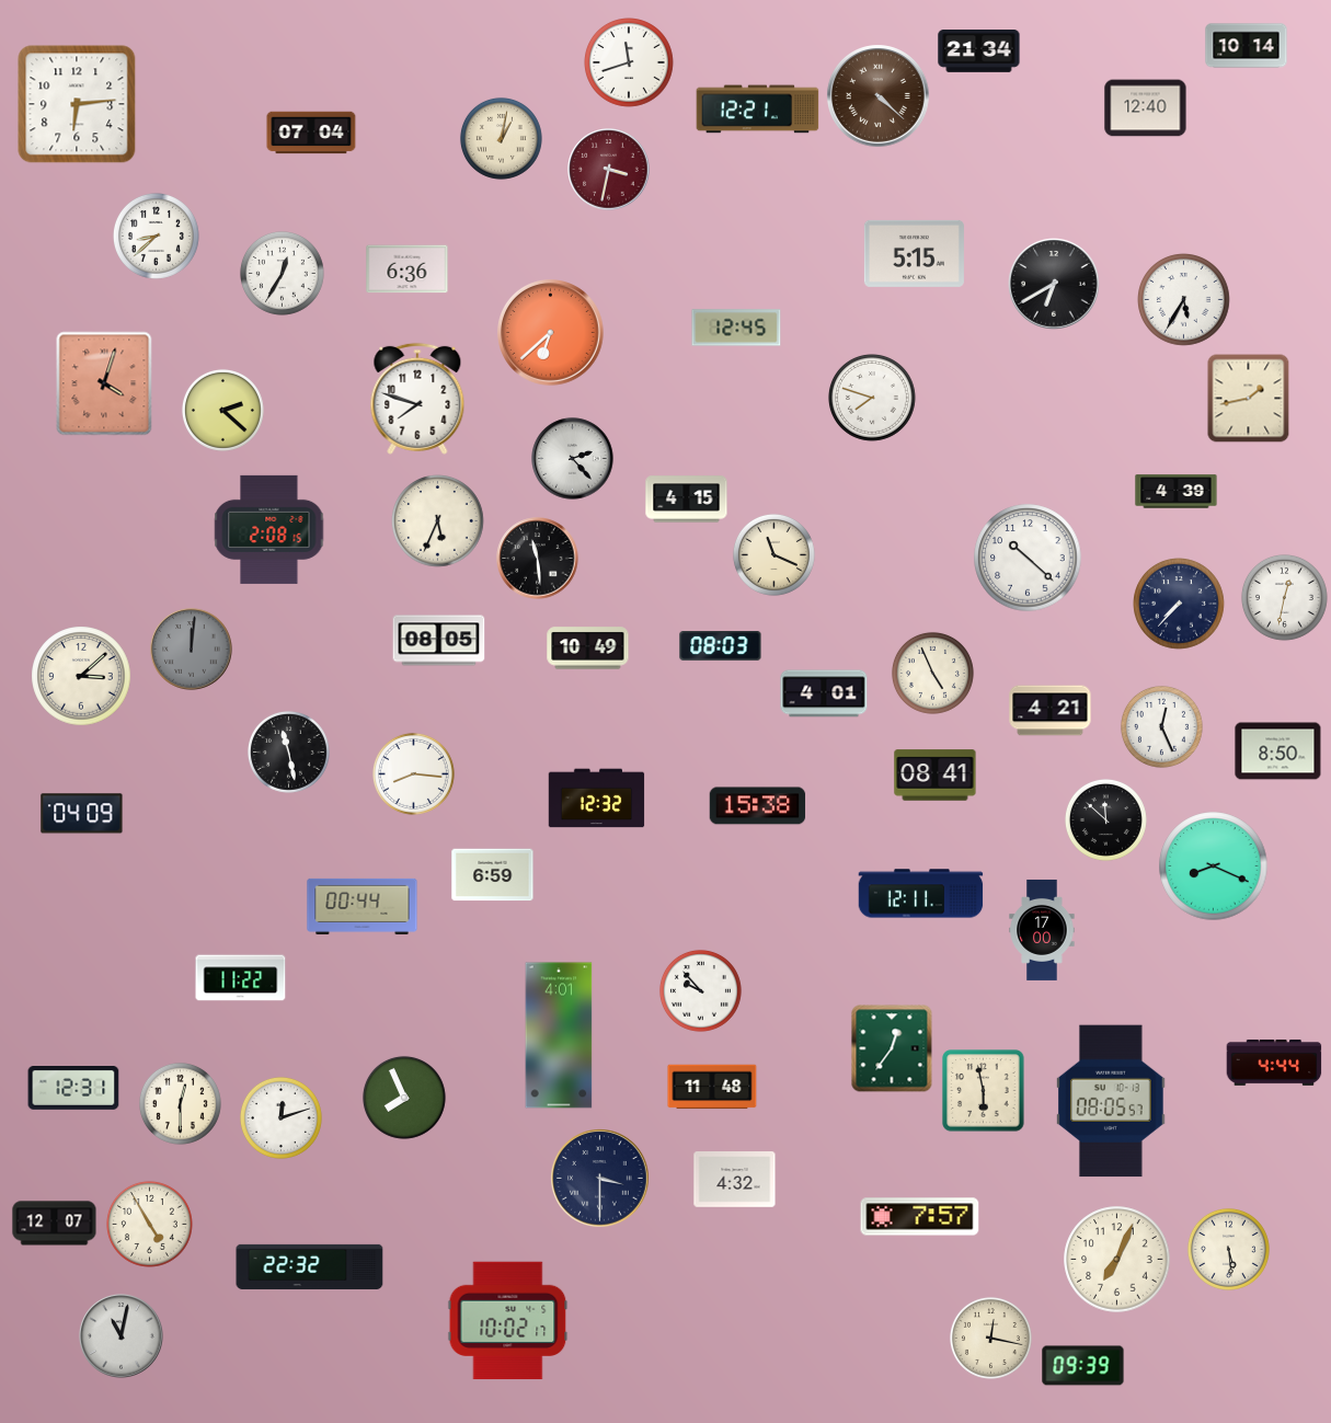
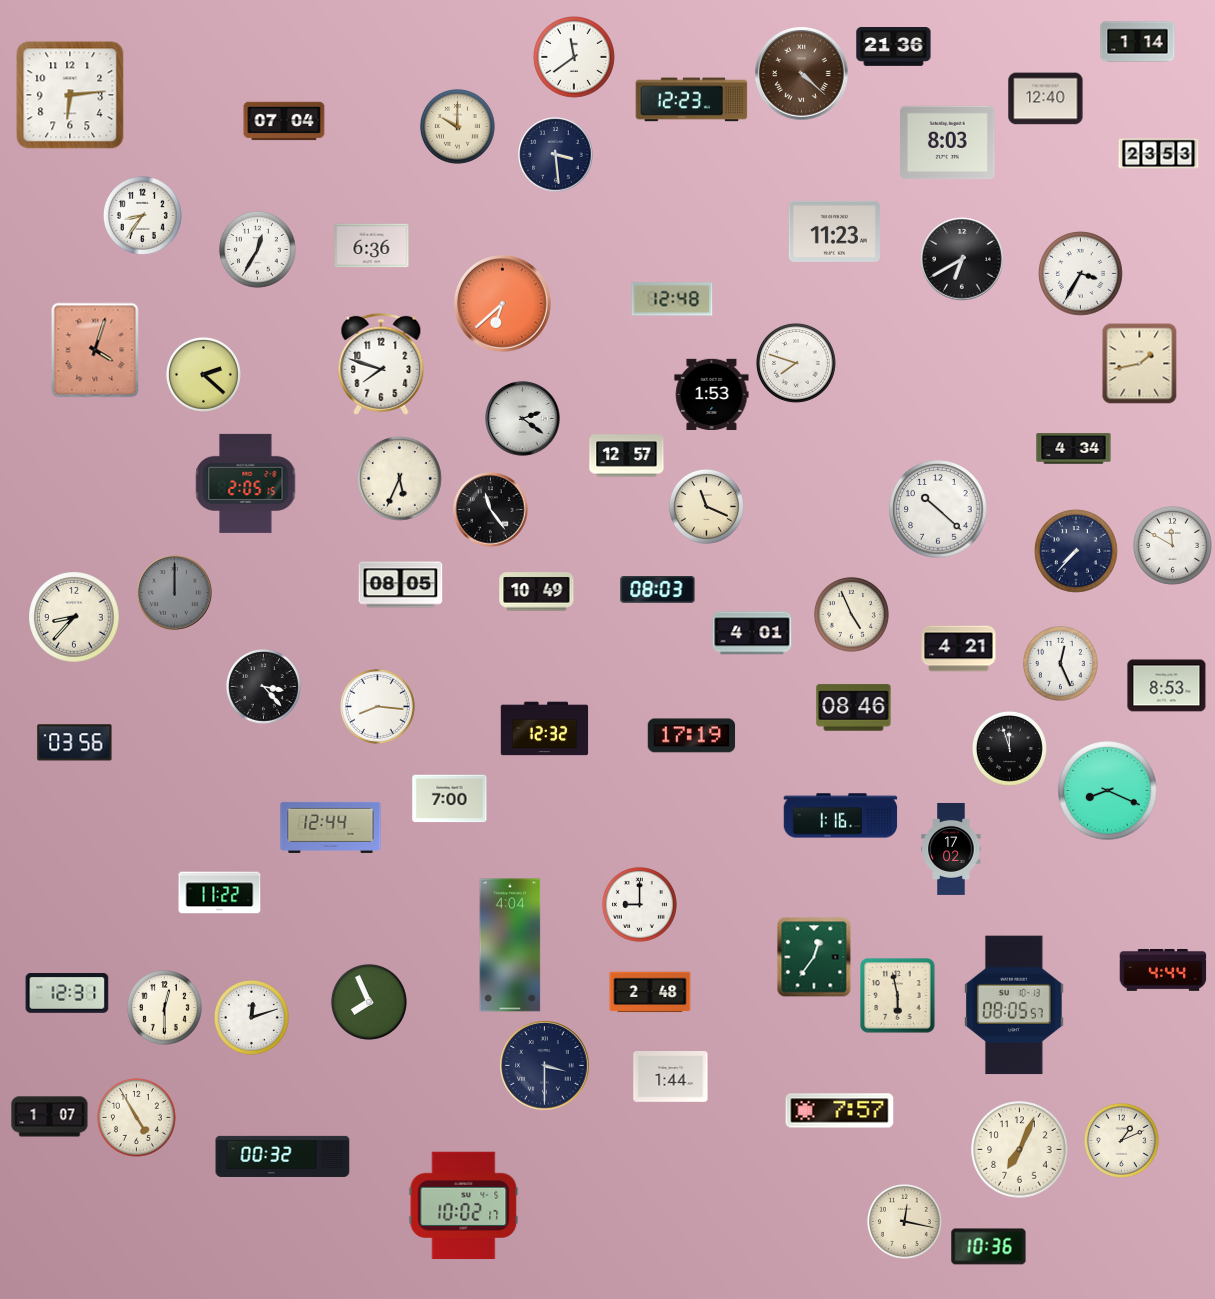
clock at (1247, 46): 10:14 -> 1:14
clock at (979, 51): 21:34 -> 21:36
clock at (630, 64): 11:42 -> 11:39
clock at (879, 96) position: (879, 96) -> (802, 74)
clock at (758, 110): 12:21 -> 12:23
clock at (501, 138): 1:02 -> 10:00
clock at (948, 143): none -> 8:03
clock at (1159, 154): none -> 23:53
clock at (609, 170): 3:32 -> 3:29
clock at (609, 170) dial: burgundy -> navy
clock at (156, 236): 8:38 -> 8:36
clock at (914, 253): 5:15 -> 11:23
clock at (1184, 300): 5:35 -> 3:35
clock at (736, 328): 12:45 -> 12:48
clock at (712, 394): none -> 1:53
clock at (573, 459): 2:23 -> 2:21
clock at (1177, 492): 4:39 -> 4:34
clock at (687, 500): 4:15 -> 12:57
clock at (438, 521) position: (438, 521) -> (400, 479)
clock at (269, 529): 2:08 -> 2:05
clock at (538, 559): 11:29 -> 11:24
clock at (1284, 597): 12:32 -> 11:50
clock at (192, 650): 12:01 -> 12:00
clock at (81, 676): 3:08 -> 8:37
clock at (288, 751): 11:28 -> 3:23
clock at (1278, 751): 8:50 -> 8:53
clock at (936, 776): 08:41 -> 08:46
clock at (758, 806): 15:38 -> 17:19
clock at (82, 814): 04:09 -> 03:56
clock at (1105, 819): 11:52 -> 11:57
clock at (493, 875): 6:59 -> 7:00
clock at (921, 894): 12:11 -> 1:16
clock at (363, 906): 00:44 -> 12:44
clock at (1042, 930): 17:00 -> 17:02
clock at (700, 990): 9:53 -> 9:00
clock at (559, 1035): 4:01 -> 4:04
clock at (712, 1087): 11:48 -> 2:48
clock at (280, 1117) position: (280, 1117) -> (251, 1017)
clock at (600, 1179) position: (600, 1179) -> (545, 1066)
clock at (735, 1180): 4:32 -> 1:44
clock at (55, 1224): 12:07 -> 1:07
clock at (1228, 1249): 5:29 -> 1:11
clock at (310, 1266): 22:32 -> 00:32
clock at (122, 1336): 11:02 -> none
clock at (1083, 1366): 09:39 -> 10:36
